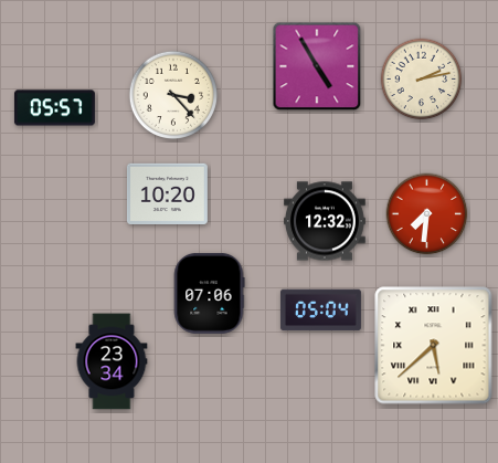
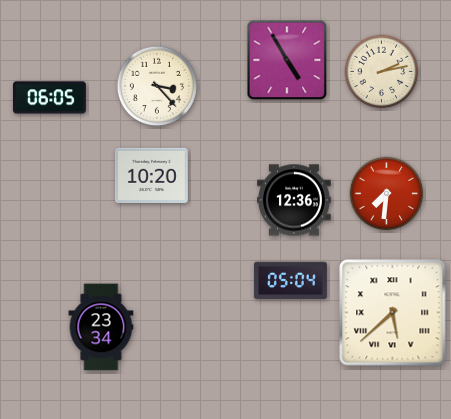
clock at (54, 108): 05:57 -> 06:05
clock at (326, 221): 12:32 -> 12:36
clock at (209, 293): 07:06 -> none
